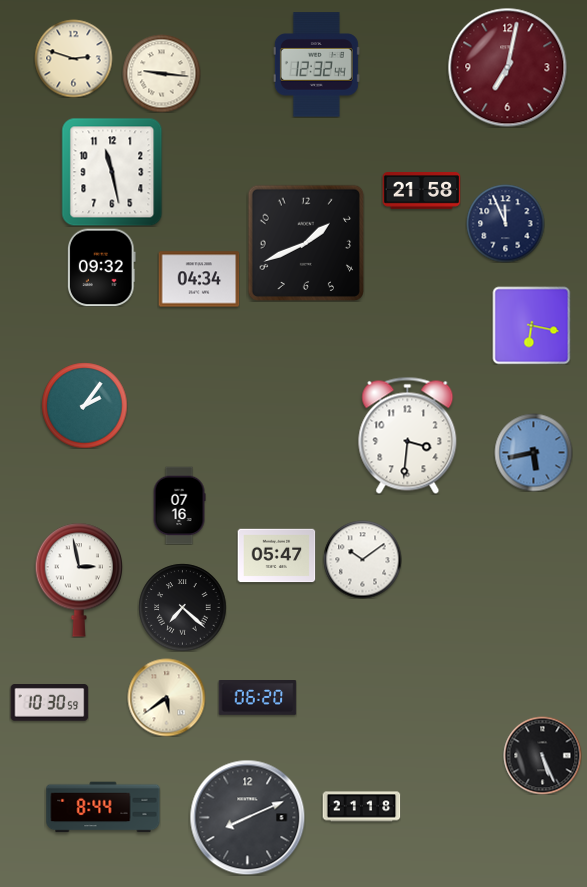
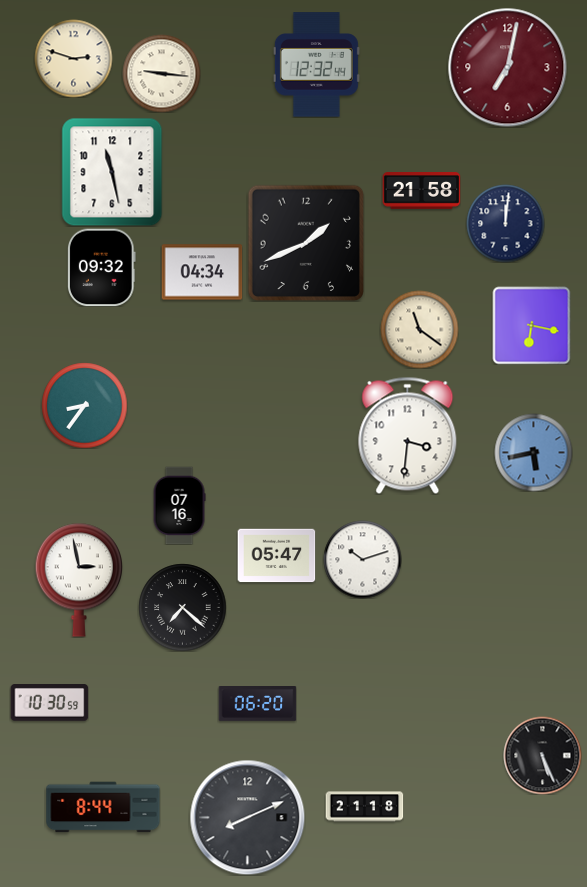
clock at (505, 223): 11:56 -> 12:01
clock at (199, 279) position: (199, 279) -> (202, 272)
clock at (419, 329): none -> 11:21
clock at (84, 405): 2:06 -> 8:36
clock at (362, 559): 10:09 -> 10:12
clock at (166, 697): 5:39 -> none
clock at (257, 698) position: (257, 698) -> (257, 704)
clock at (361, 807) position: (361, 807) -> (364, 807)
